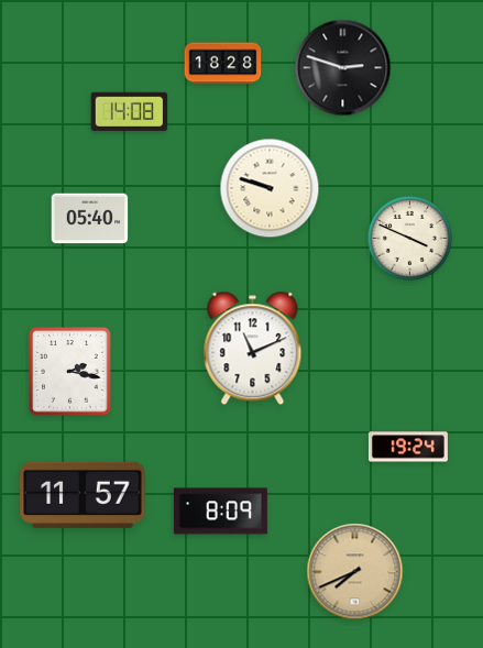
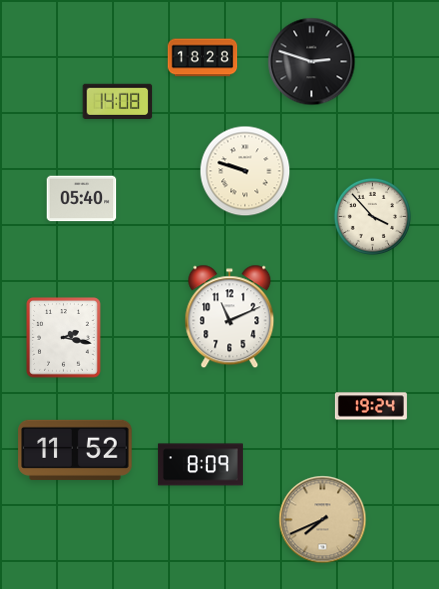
clock at (409, 238): 3:49 -> 3:53
clock at (83, 495): 11:57 -> 11:52
